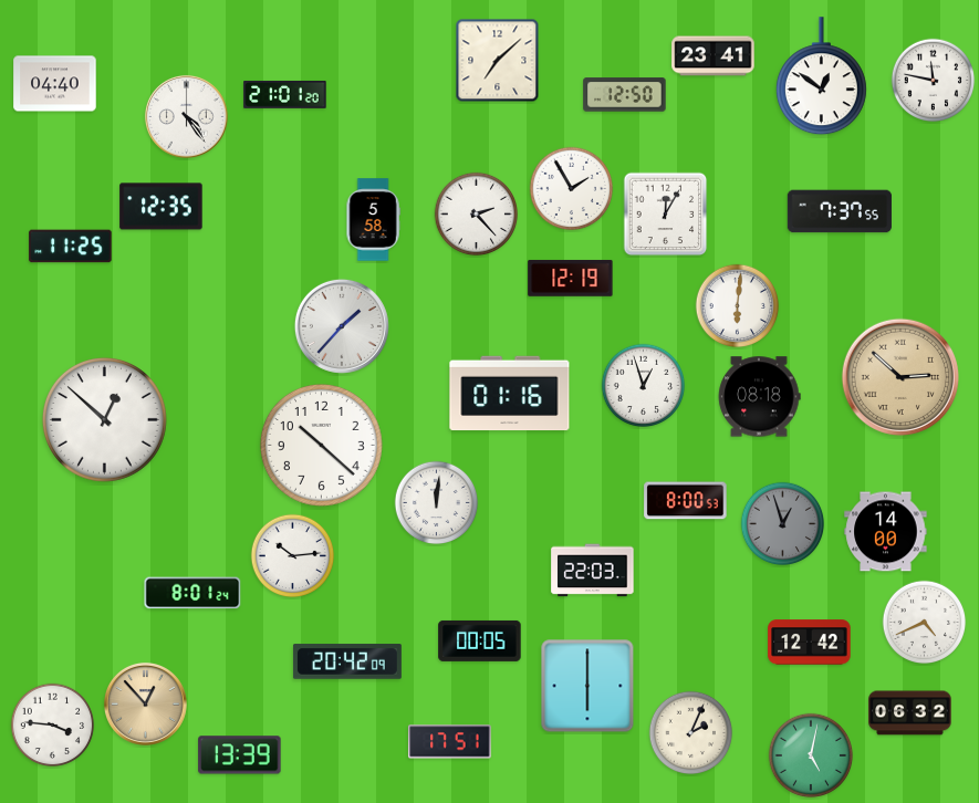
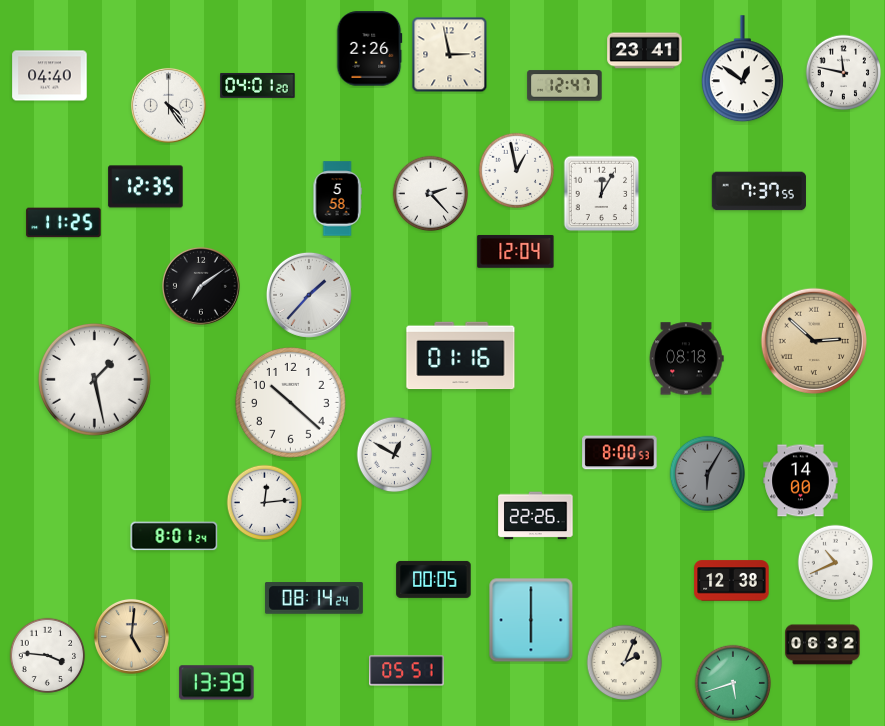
clock at (370, 49): none -> 2:26
clock at (498, 61): 7:08 -> 2:58
clock at (285, 94): 21:01 -> 04:01
clock at (625, 95): 12:50 -> 12:47
clock at (572, 189): 1:55 -> 12:58
clock at (571, 279): 12:19 -> 12:04
clock at (738, 306): 6:01 -> none
clock at (201, 286): none -> 7:09
clock at (644, 386): 12:57 -> none
clock at (104, 419): 12:52 -> 1:28
clock at (437, 503): 12:01 -> 12:50
clock at (783, 524): 12:57 -> 6:05
clock at (293, 556): 10:14 -> 12:14
clock at (593, 571): 22:03 -> 22:26
clock at (925, 623): 4:41 -> 10:41
clock at (810, 643): 12:42 -> 12:38
clock at (347, 661): 20:42 -> 08:14
clock at (145, 703): 12:53 -> 5:01
clock at (450, 742): 17:51 -> 05:51
clock at (811, 755): 5:02 -> 5:42
